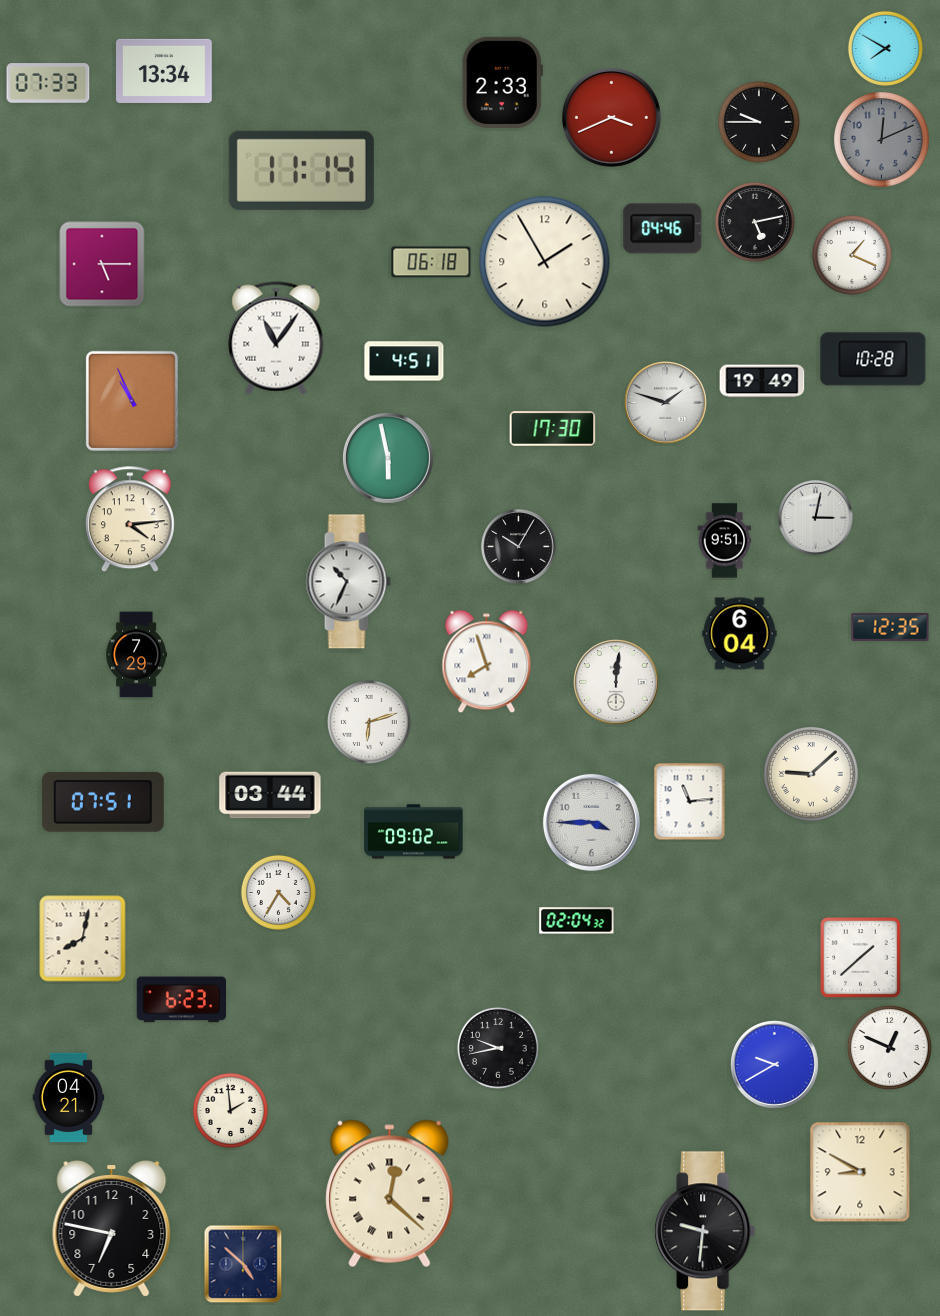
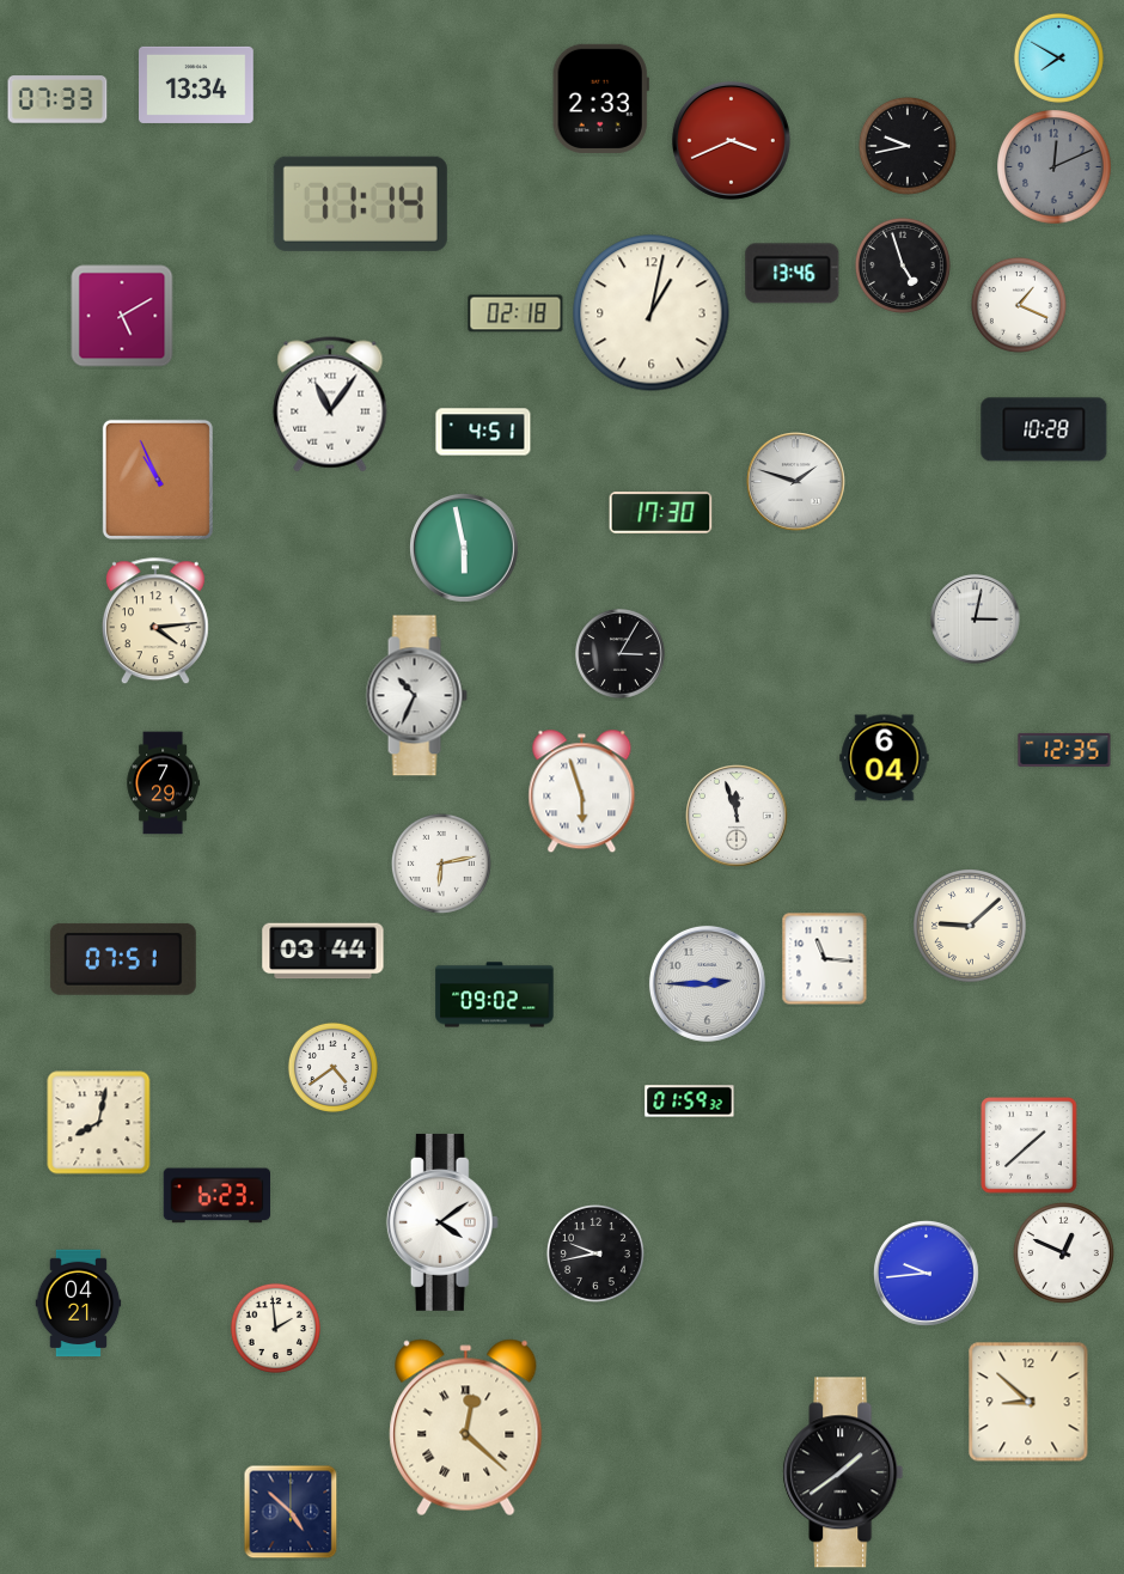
clock at (759, 122): 9:45 -> 9:43
clock at (755, 222): 5:13 -> 4:57
clock at (663, 229): 04:46 -> 13:46
clock at (431, 262): 06:18 -> 02:18
clock at (545, 262): 1:55 -> 1:02
clock at (102, 264): 5:15 -> 5:10
clock at (762, 381): 19:49 -> none
clock at (725, 541): 9:51 -> none
clock at (519, 547): 10:05 -> 3:05
clock at (487, 662): 7:57 -> 5:57
clock at (617, 683): 12:01 -> 11:57
clock at (369, 722): 6:12 -> 6:13
clock at (690, 802): 11:14 -> 11:16
clock at (591, 822): 3:45 -> 2:45
clock at (278, 892): 4:35 -> 4:39
clock at (577, 921): 02:04 -> 01:59
clock at (442, 1222): none -> 4:09
clock at (775, 1065): 9:40 -> 9:44
clock at (69, 1098) position: (69, 1098) -> (79, 1304)
clock at (860, 1172): 8:50 -> 8:52
clock at (112, 1229): 6:47 -> none
clock at (705, 1231): 9:31 -> 1:39
